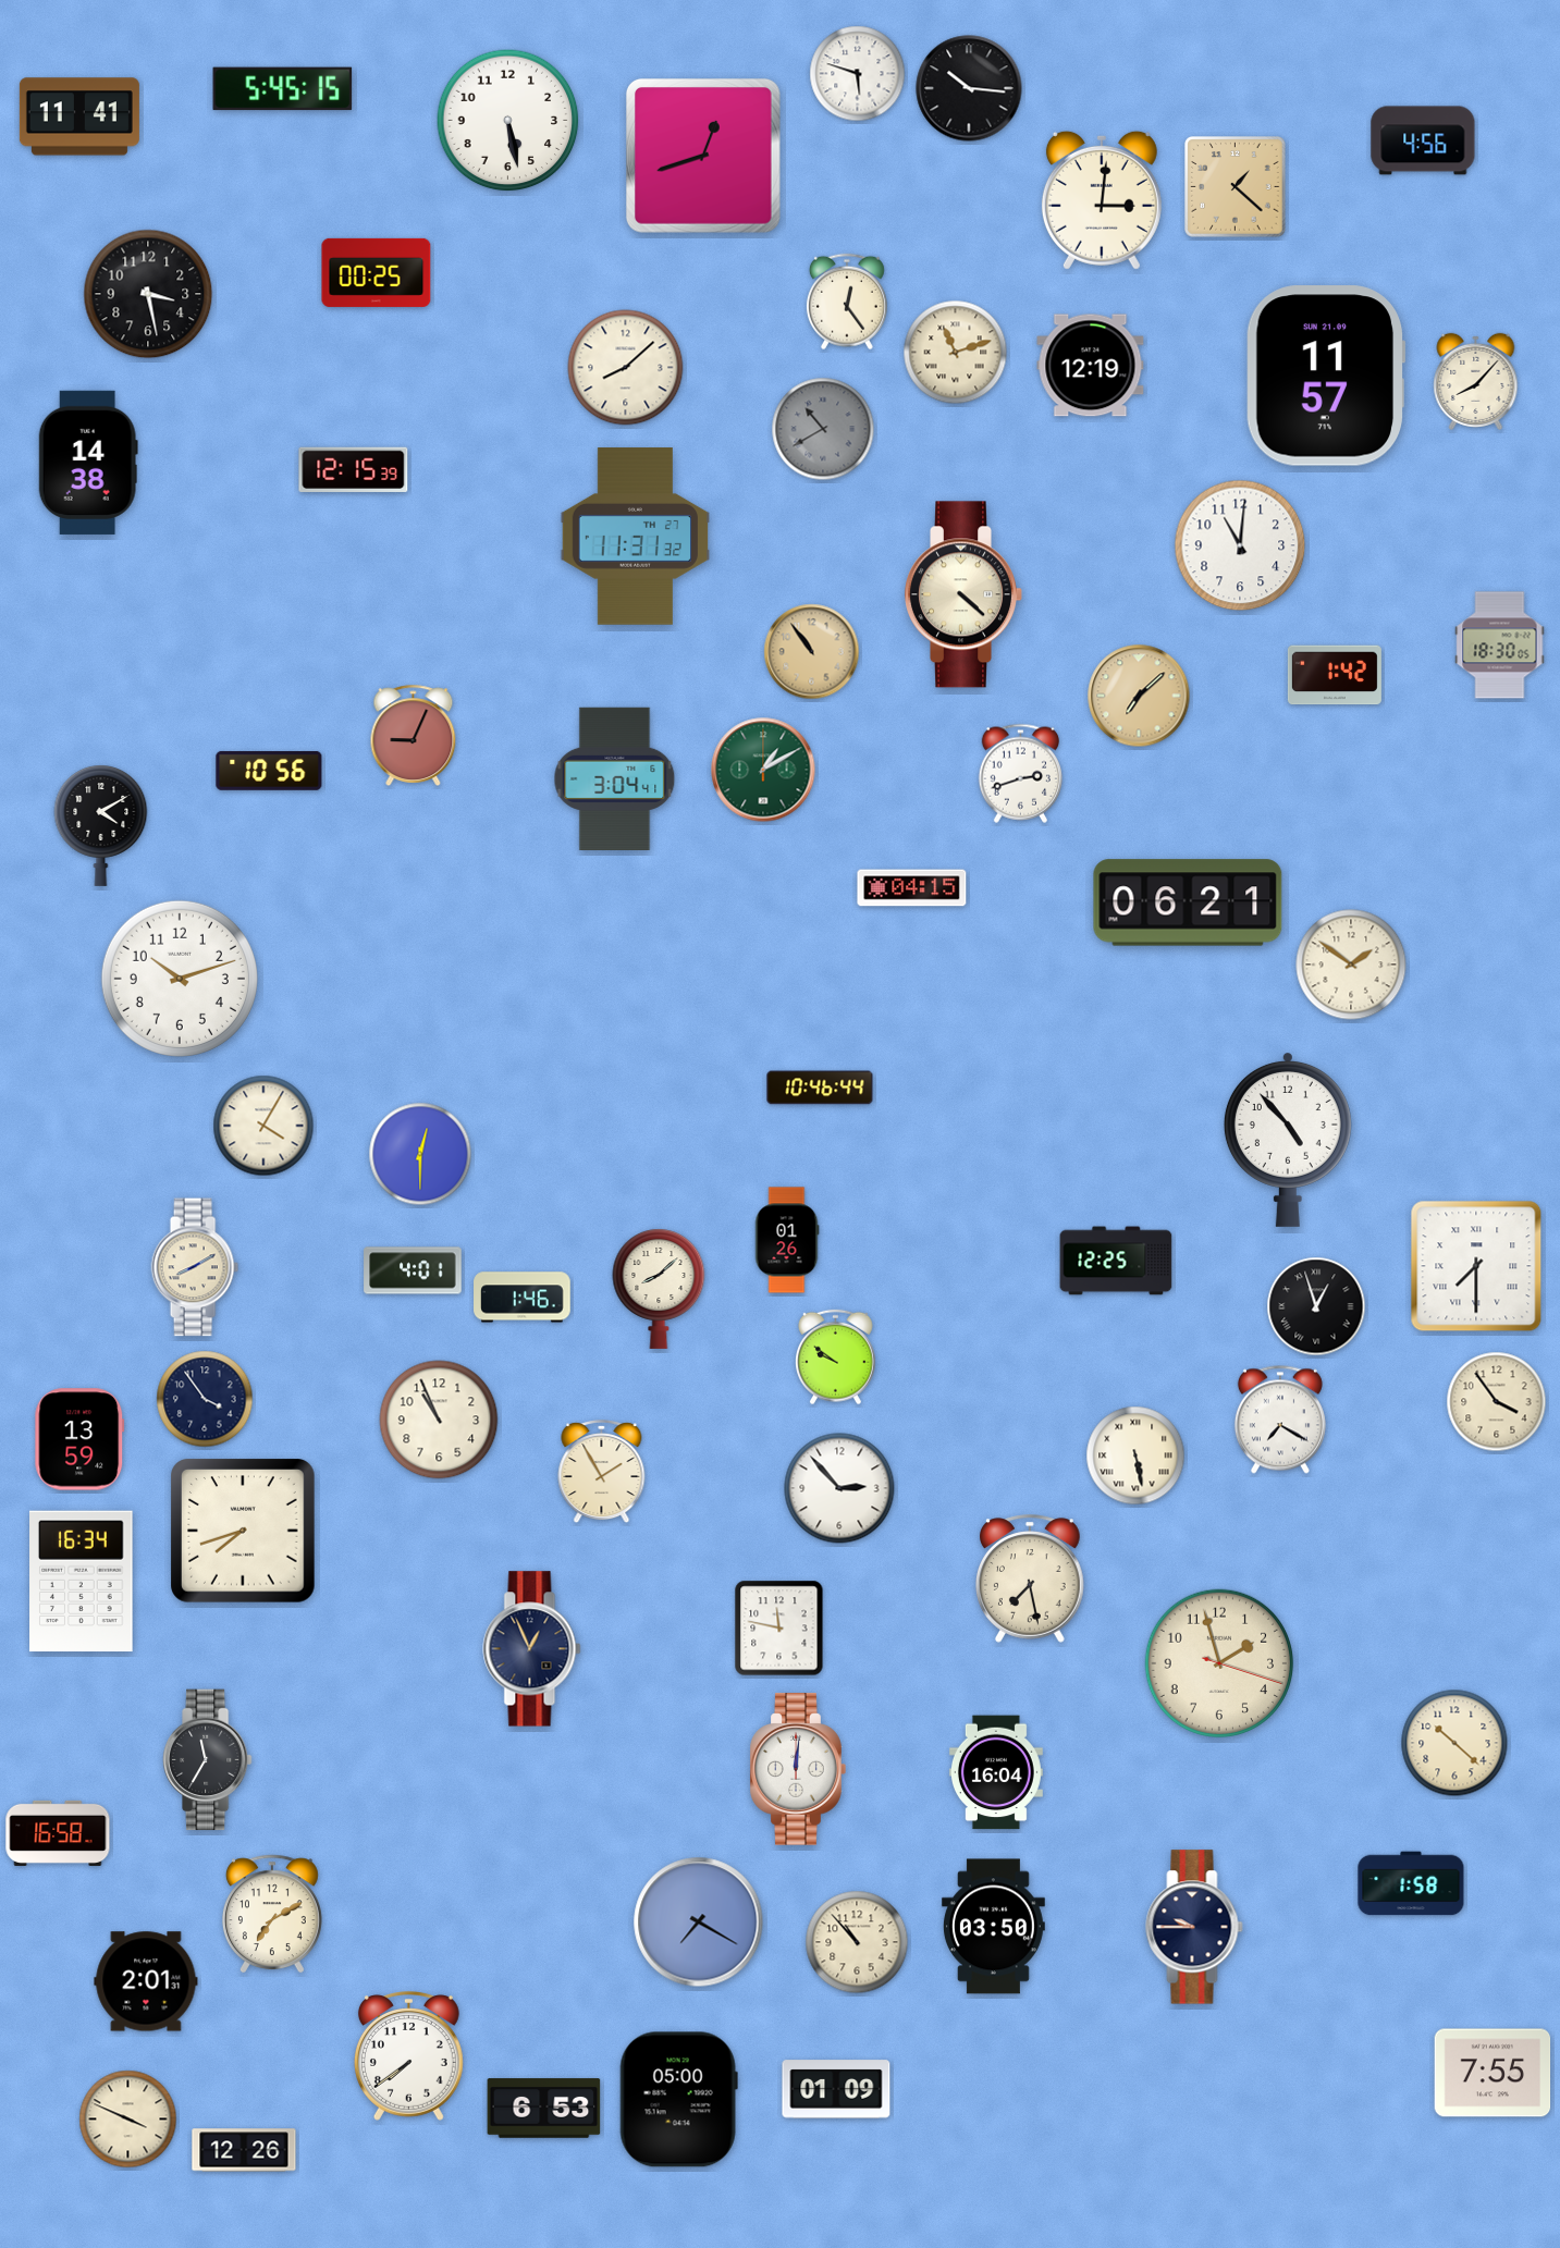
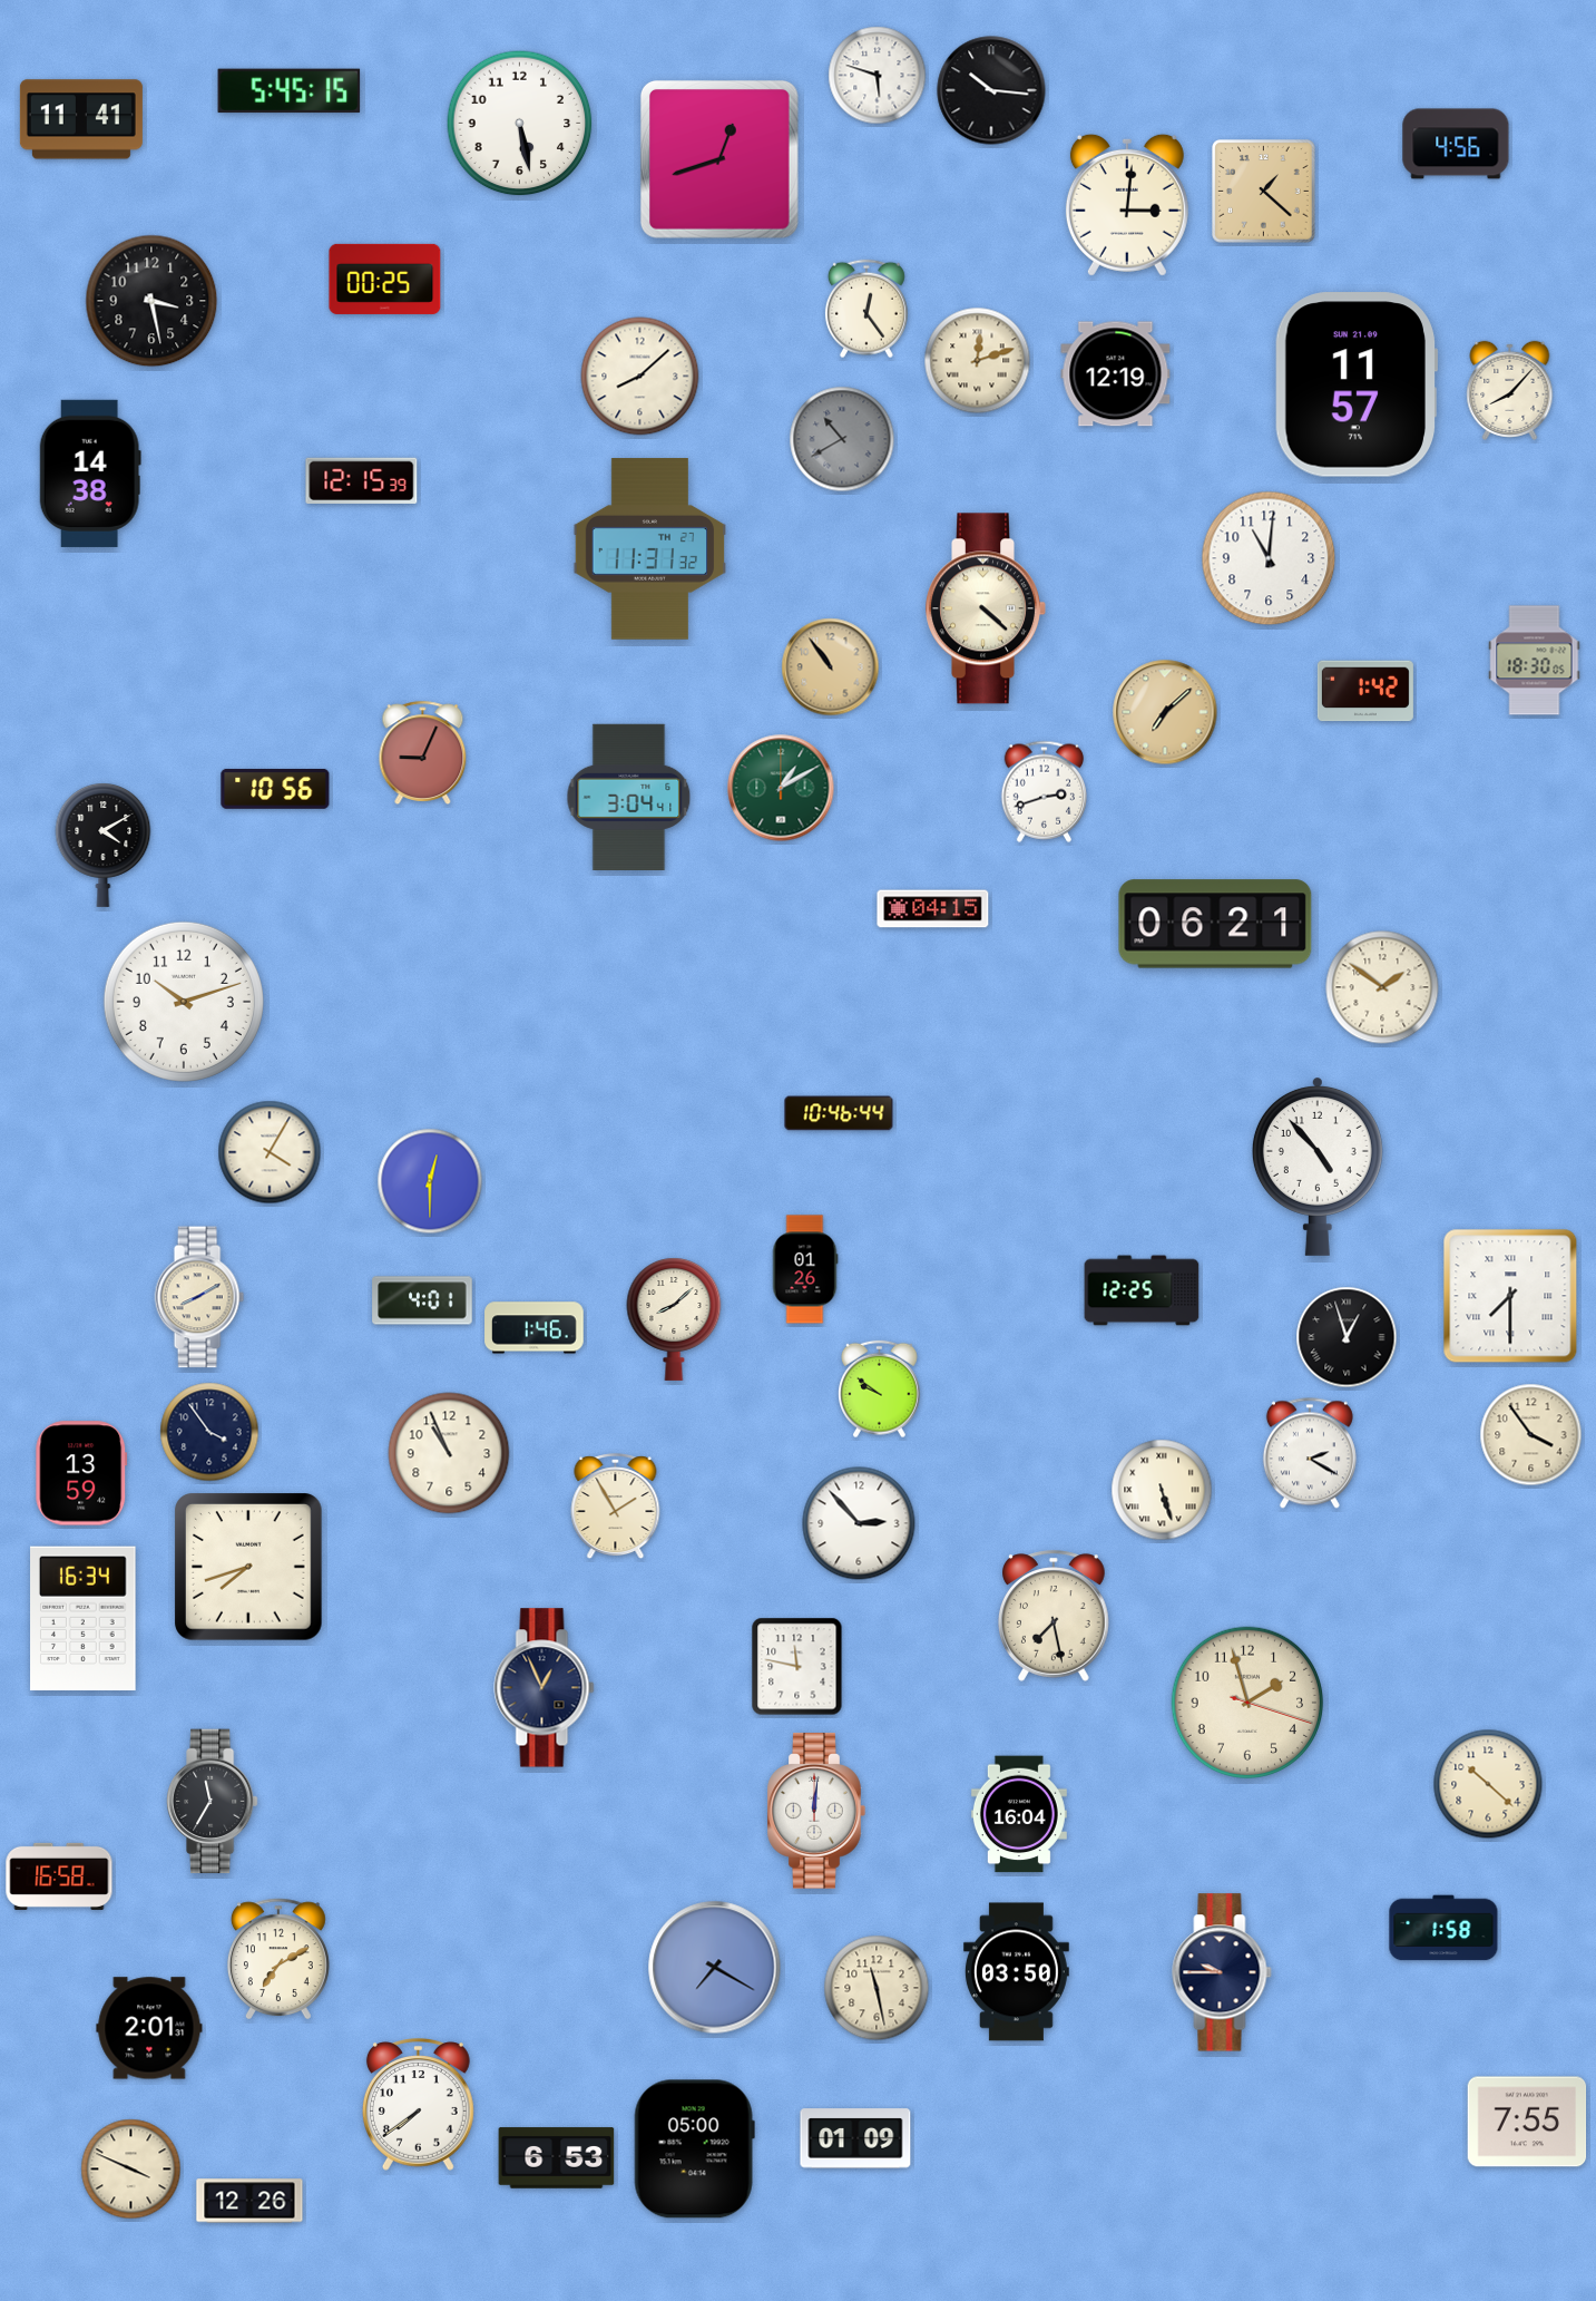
clock at (956, 353): 11:12 -> 12:12
clock at (836, 1358) position: (836, 1358) -> (880, 1390)
clock at (1280, 1420): 7:20 -> 2:20
clock at (1135, 1455): 5:28 -> 5:27
clock at (857, 1942): 10:53 -> 11:28
